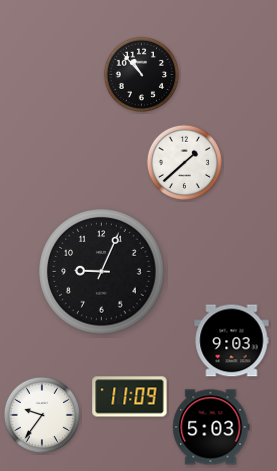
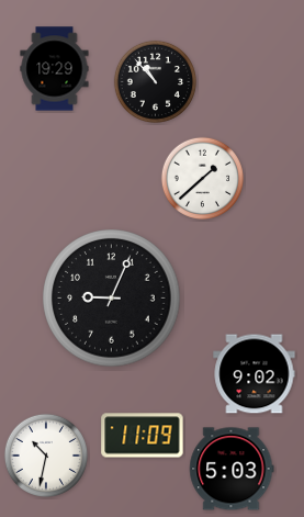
clock at (55, 69): none -> 19:29
clock at (232, 341): 9:03 -> 9:02
clock at (42, 415): 9:36 -> 10:32
